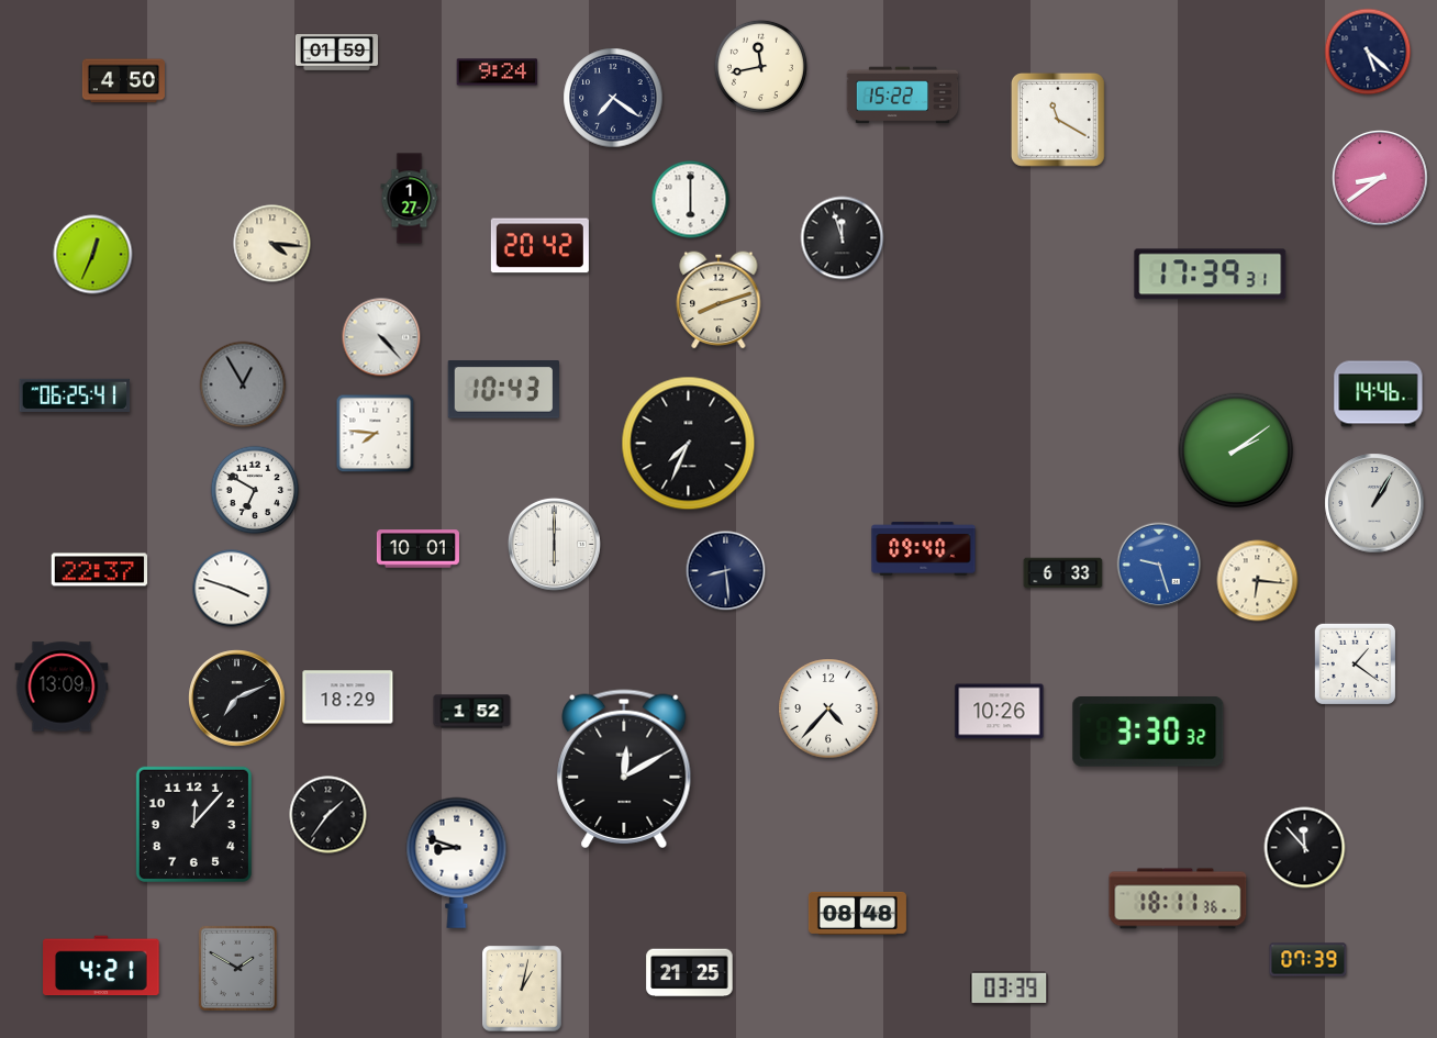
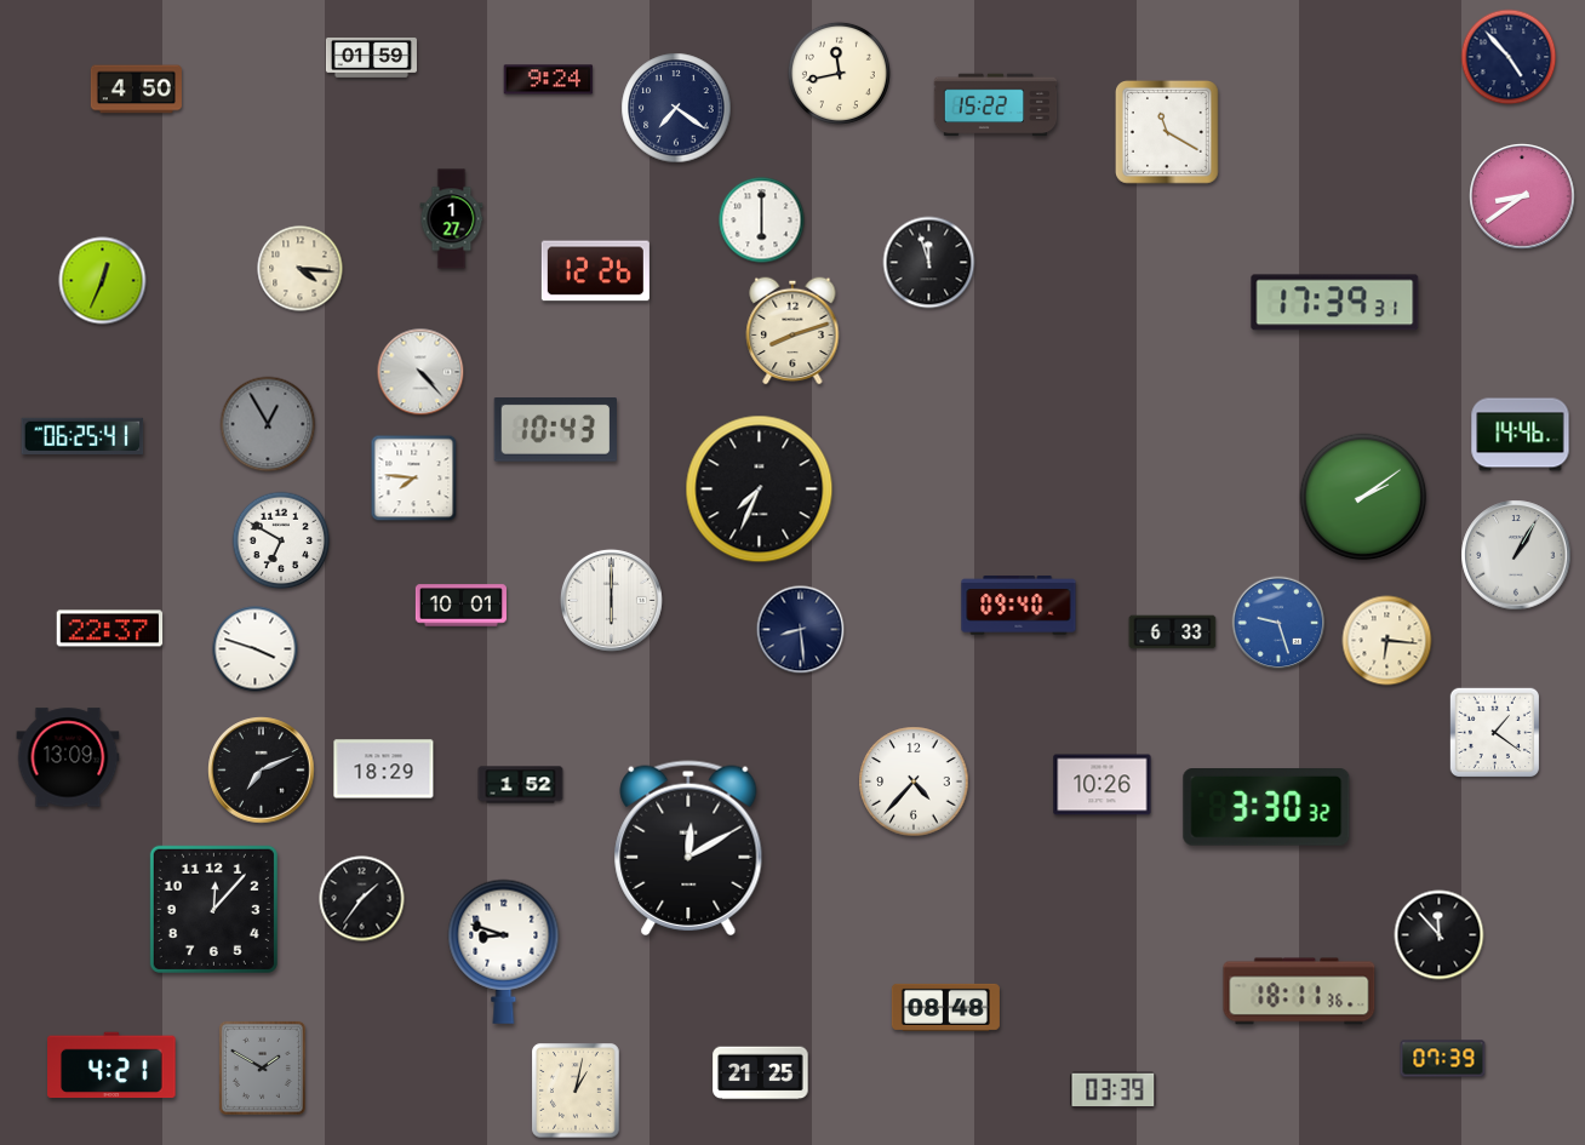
clock at (1368, 52): 5:22 -> 4:53
clock at (539, 246): 20:42 -> 12:26
